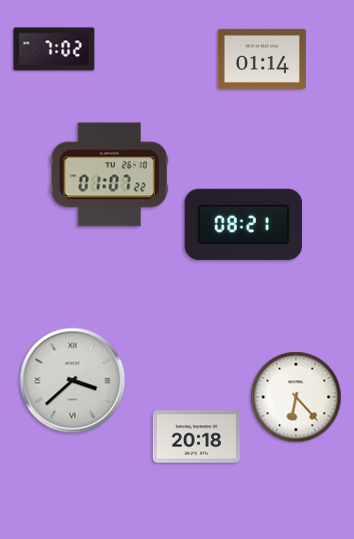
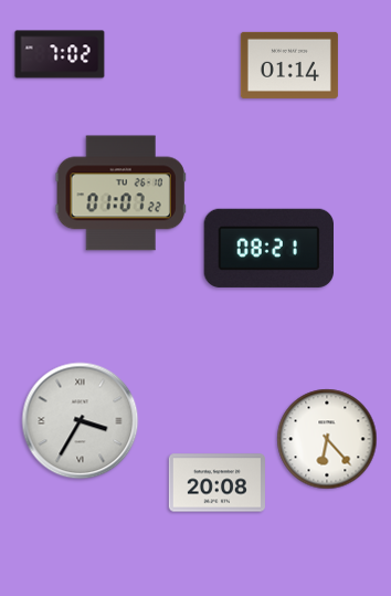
clock at (73, 381): 3:38 -> 3:35
clock at (196, 437): 20:18 -> 20:08
